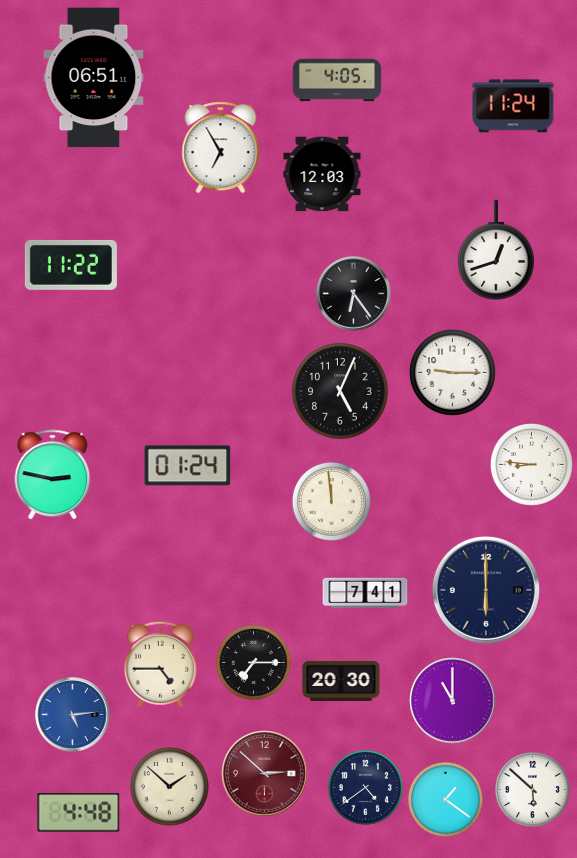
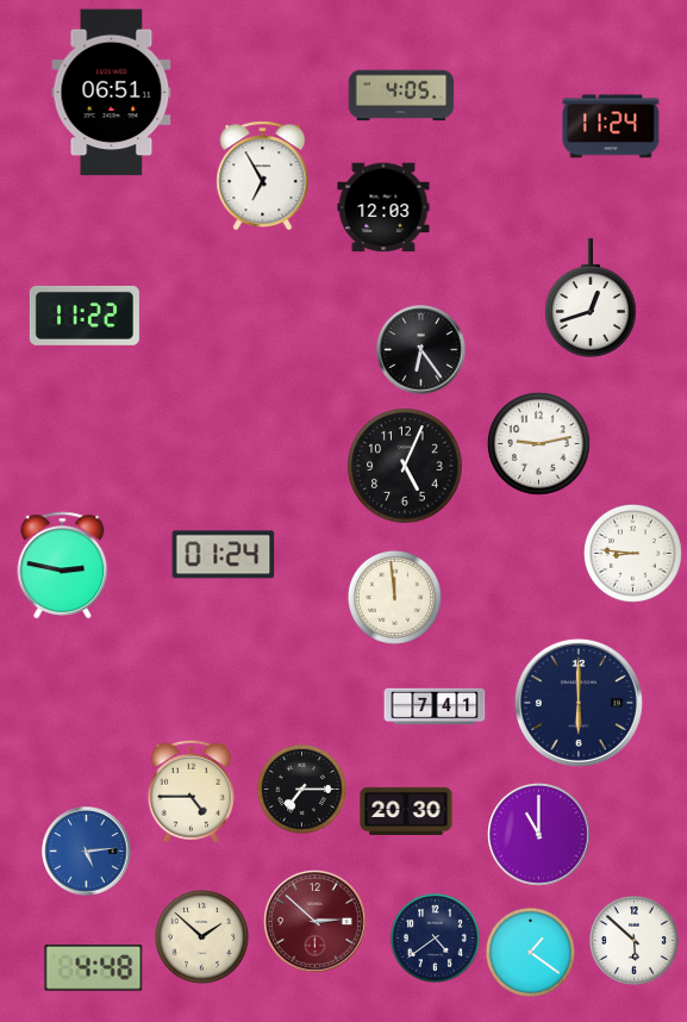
clock at (453, 373): 9:15 -> 9:13
